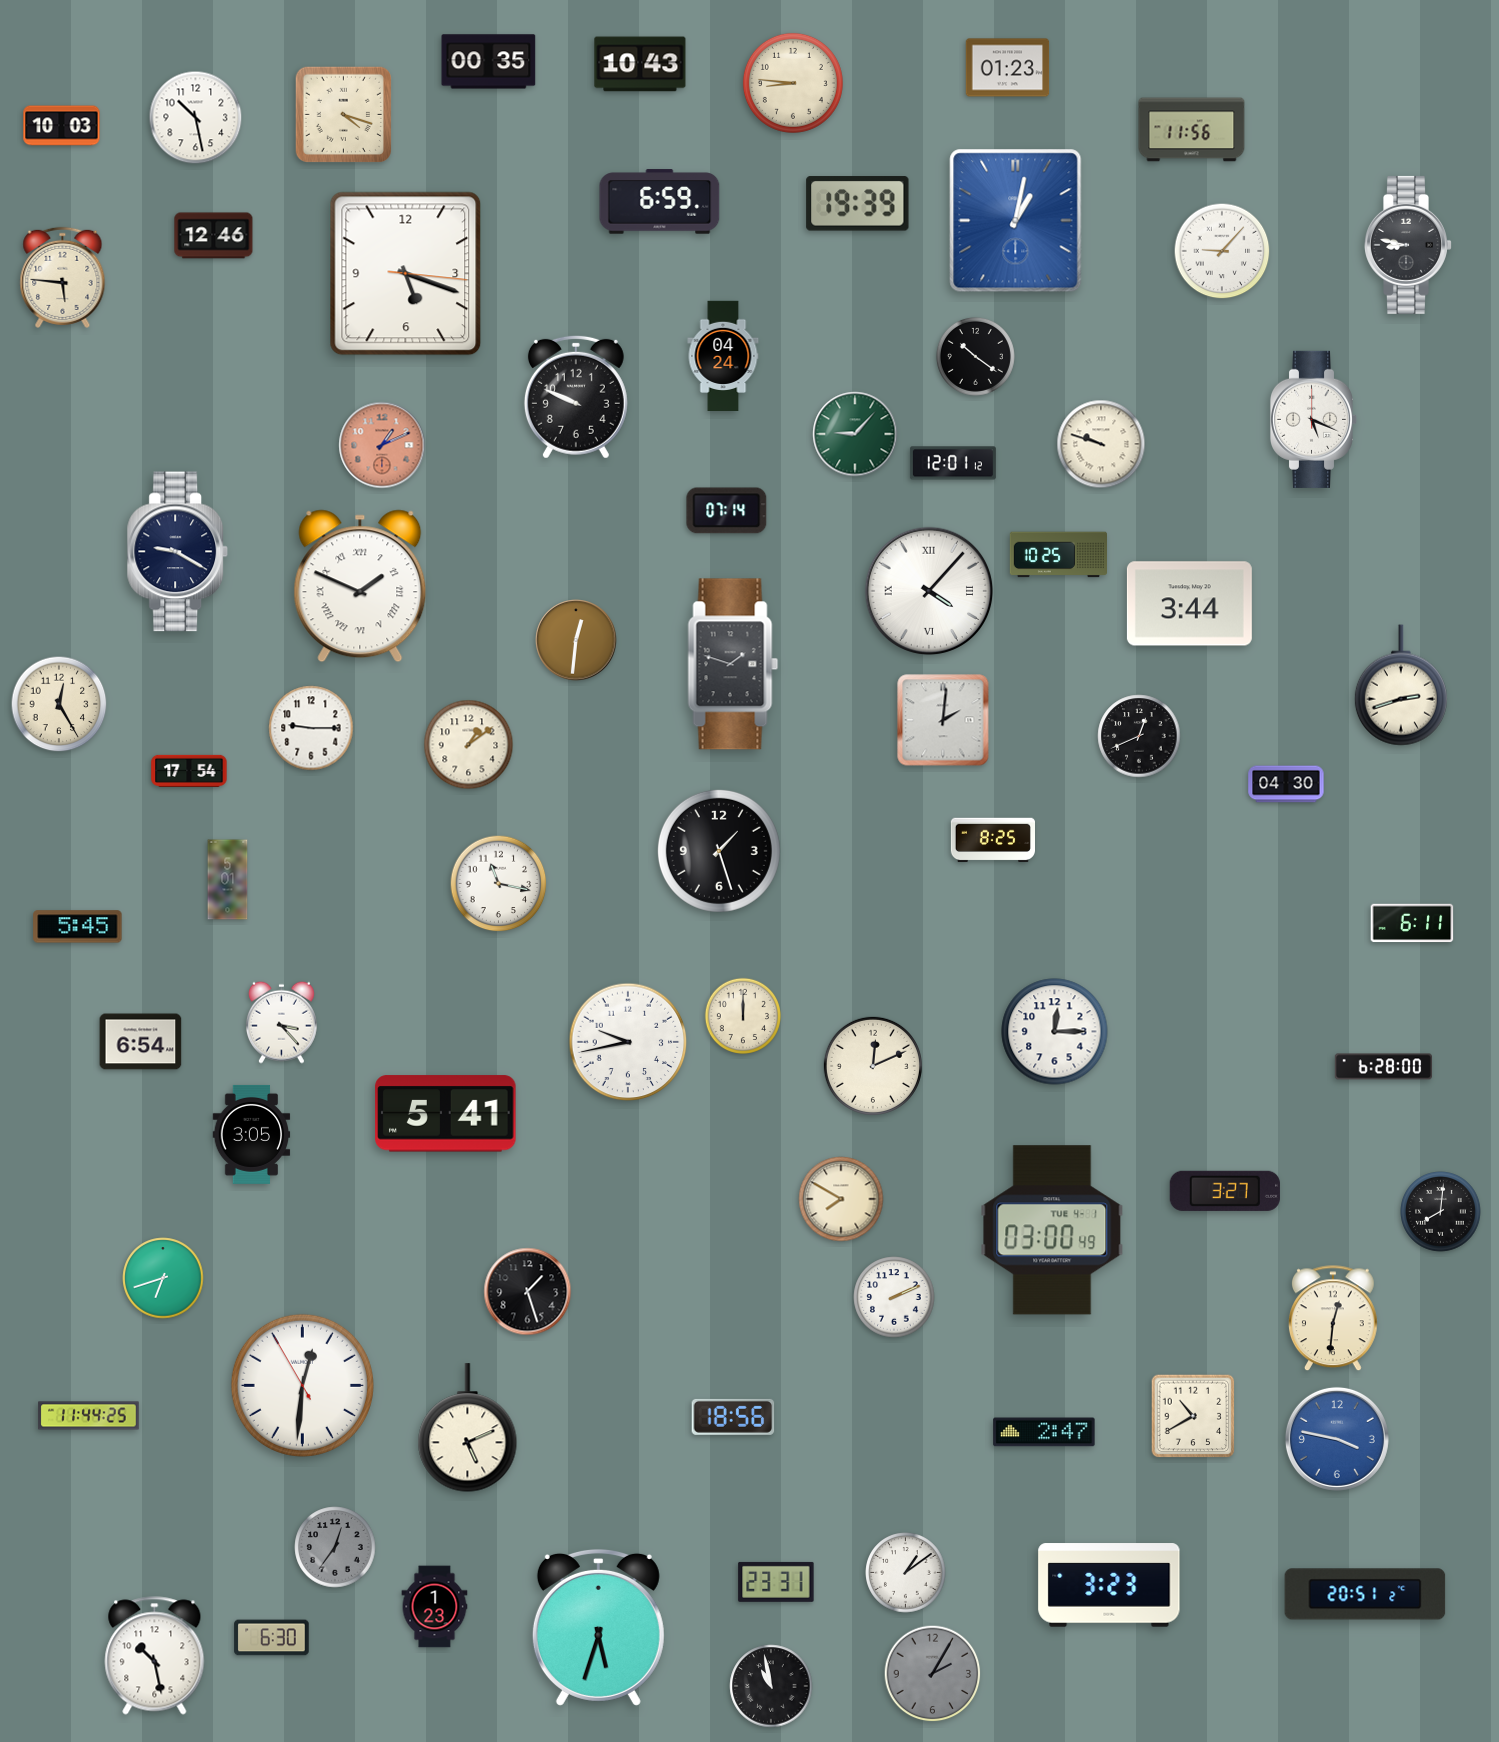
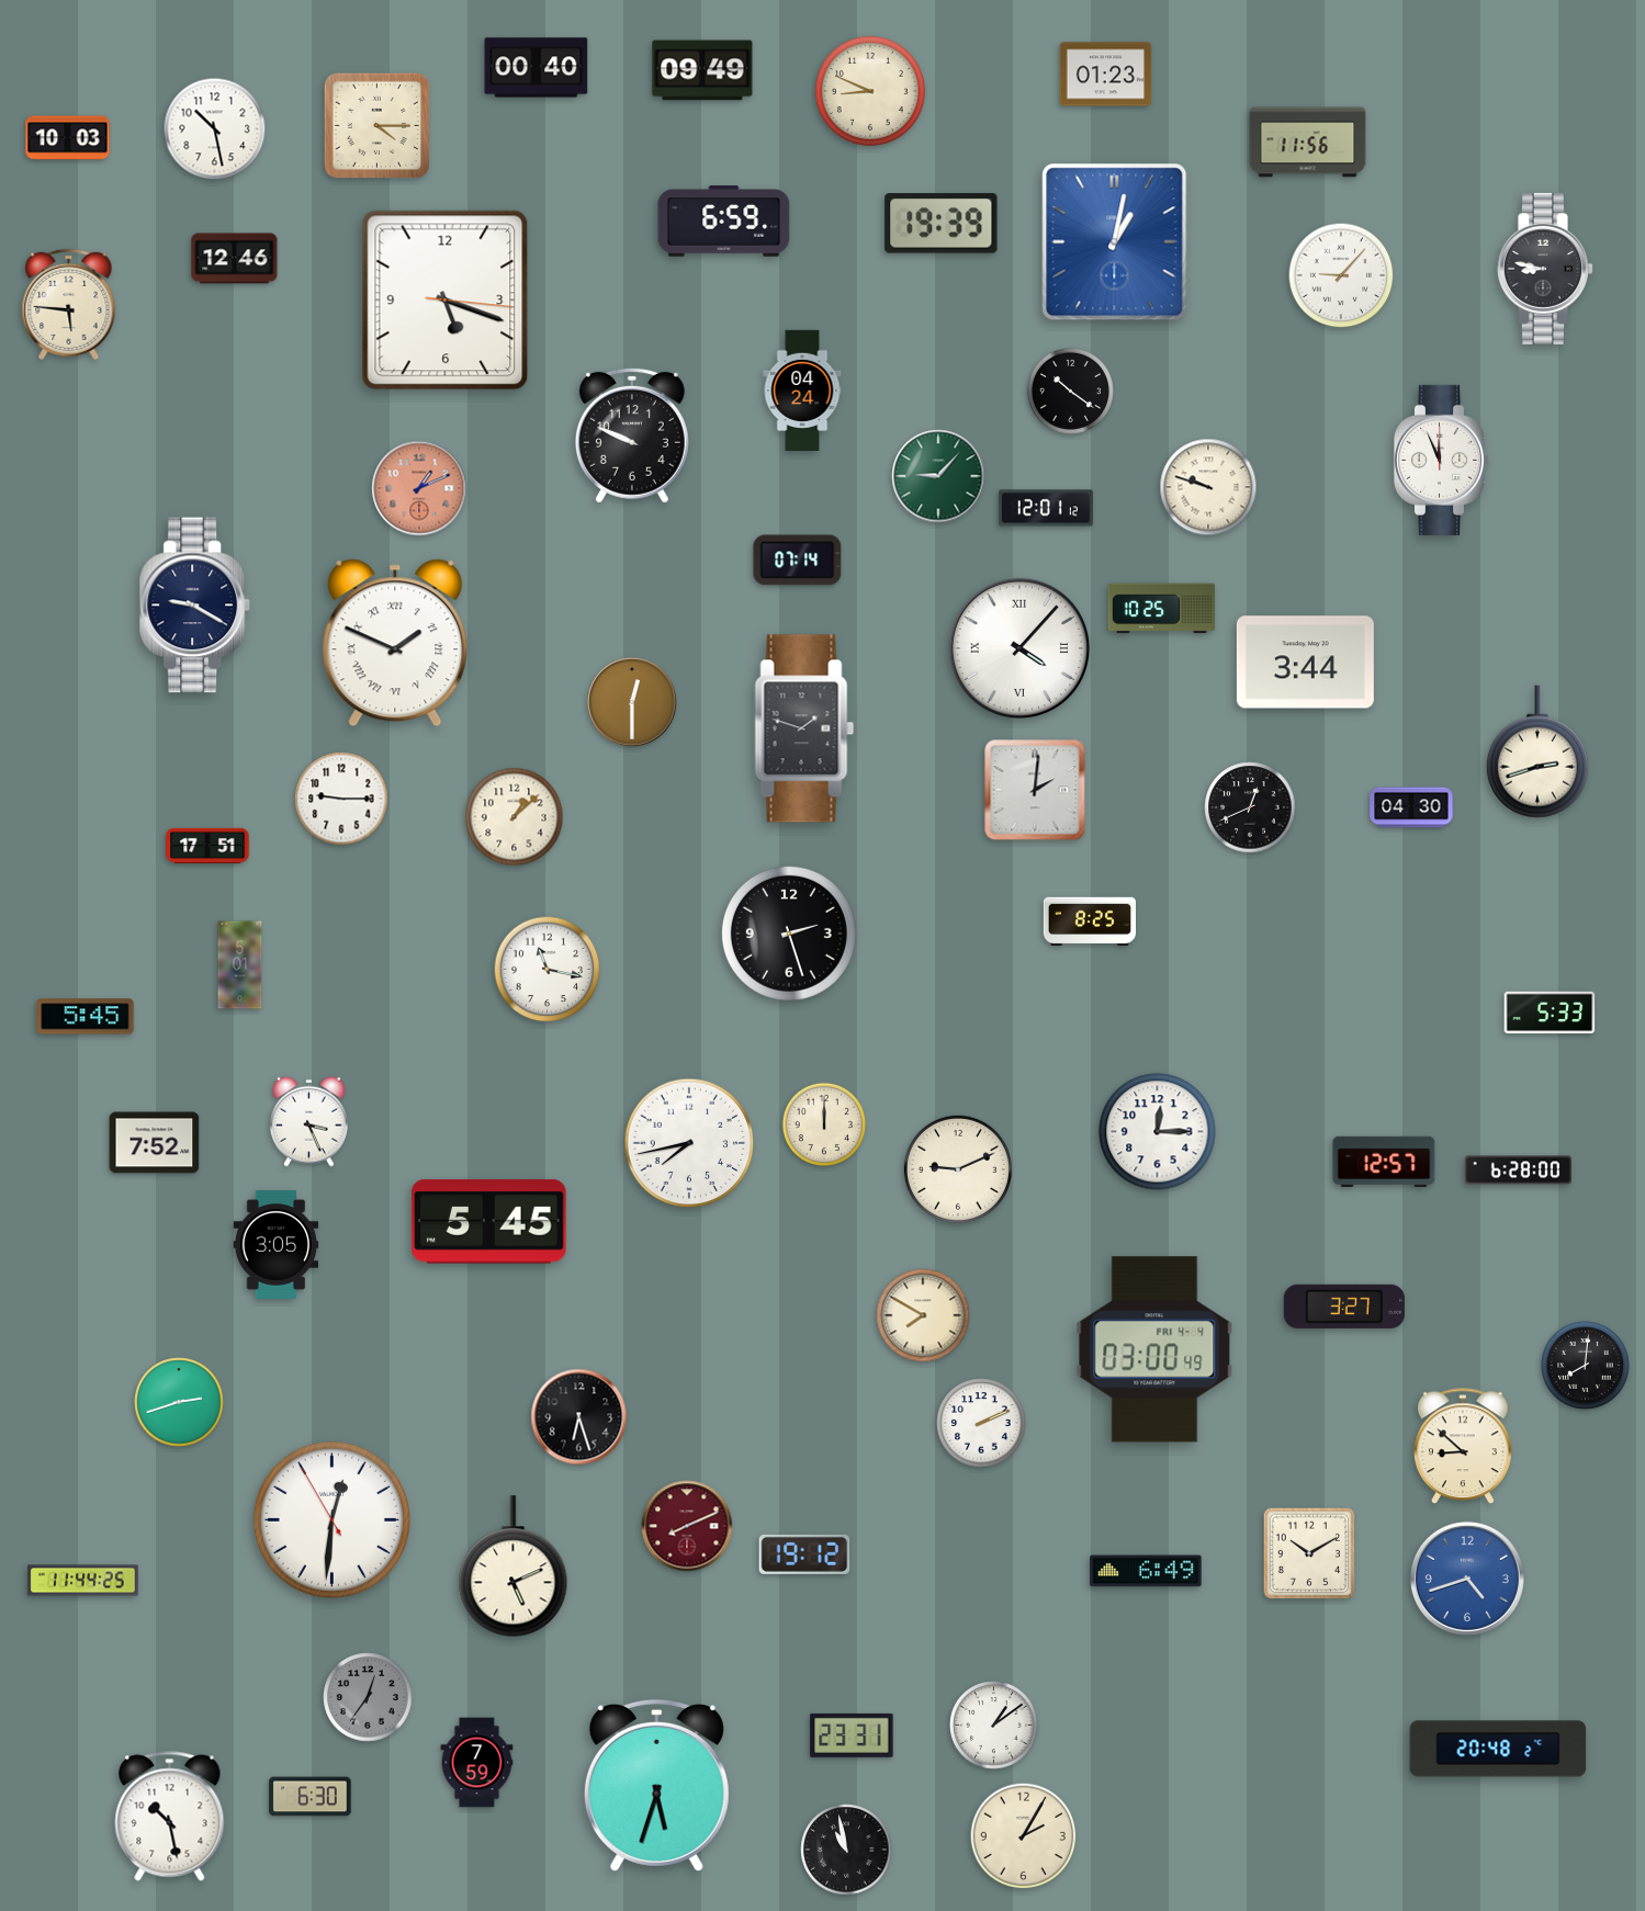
clock at (489, 62): 00:35 -> 00:40
clock at (640, 64): 10:43 -> 09:49
clock at (793, 83): 8:46 -> 8:49
clock at (343, 114): 4:18 -> 4:15
clock at (723, 355) position: (723, 355) -> (802, 389)
clock at (1314, 419): 5:19 -> 11:56
clock at (576, 640): 12:31 -> 12:30
clock at (59, 704): 12:25 -> none
clock at (469, 745): 1:09 -> 1:08
clock at (189, 771): 17:54 -> 17:51
clock at (1286, 784) position: (1286, 784) -> (1411, 807)
clock at (719, 851): 1:27 -> 2:27
clock at (228, 880) position: (228, 880) -> (240, 965)
clock at (1412, 923): 6:11 -> 5:33
clock at (742, 1015) position: (742, 1015) -> (823, 1123)
clock at (281, 1022): 3:23 -> 3:26
clock at (141, 1042): 6:54 -> 7:52
clock at (628, 1042): 9:43 -> 7:43
clock at (1384, 1161): none -> 12:57
clock at (873, 1066): 12:11 -> 9:11
clock at (446, 1114): 5:41 -> 5:45
clock at (1441, 1212) position: (1441, 1212) -> (1586, 1366)
clock at (1052, 1230) date: TUE 4-1 -> FRI 4-4
clock at (163, 1278): 6:42 -> 2:42
clock at (528, 1292): 1:27 -> 6:27
clock at (1333, 1319): 12:31 -> 8:52
clock at (687, 1526): none -> 8:11
clock at (89, 1416) position: (89, 1416) -> (83, 1581)
clock at (1193, 1416): 10:40 -> 10:10
clock at (733, 1417): 18:56 -> 19:12
clock at (1044, 1432): 2:47 -> 6:49
clock at (1337, 1439): 3:47 -> 4:42
clock at (1109, 1585): 3:23 -> none
clock at (1365, 1594): 20:51 -> 20:48
clock at (435, 1607): 1:23 -> 7:59
clock at (272, 1638) position: (272, 1638) -> (311, 1797)
clock at (933, 1674) dial: grey -> cream
